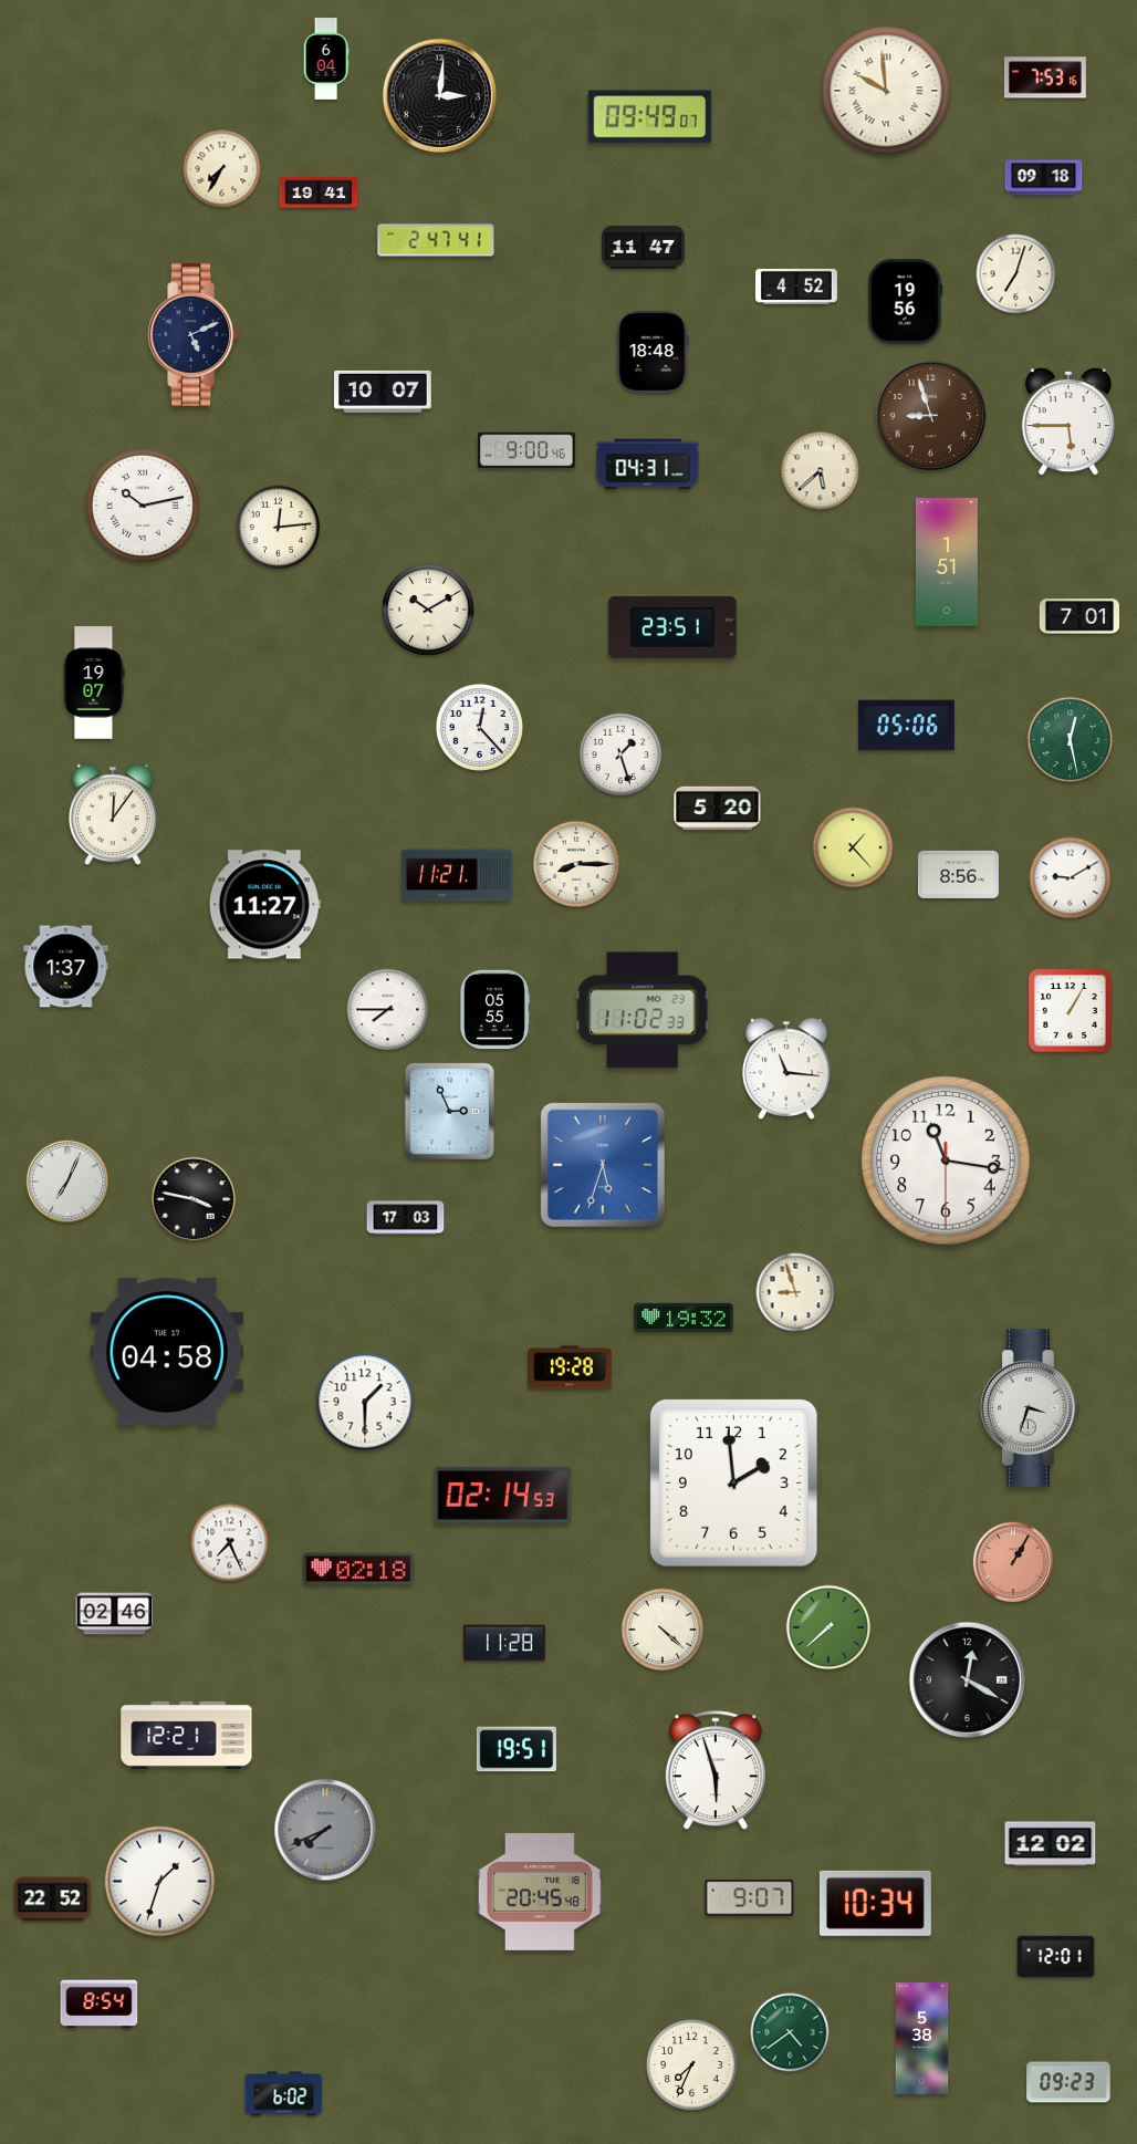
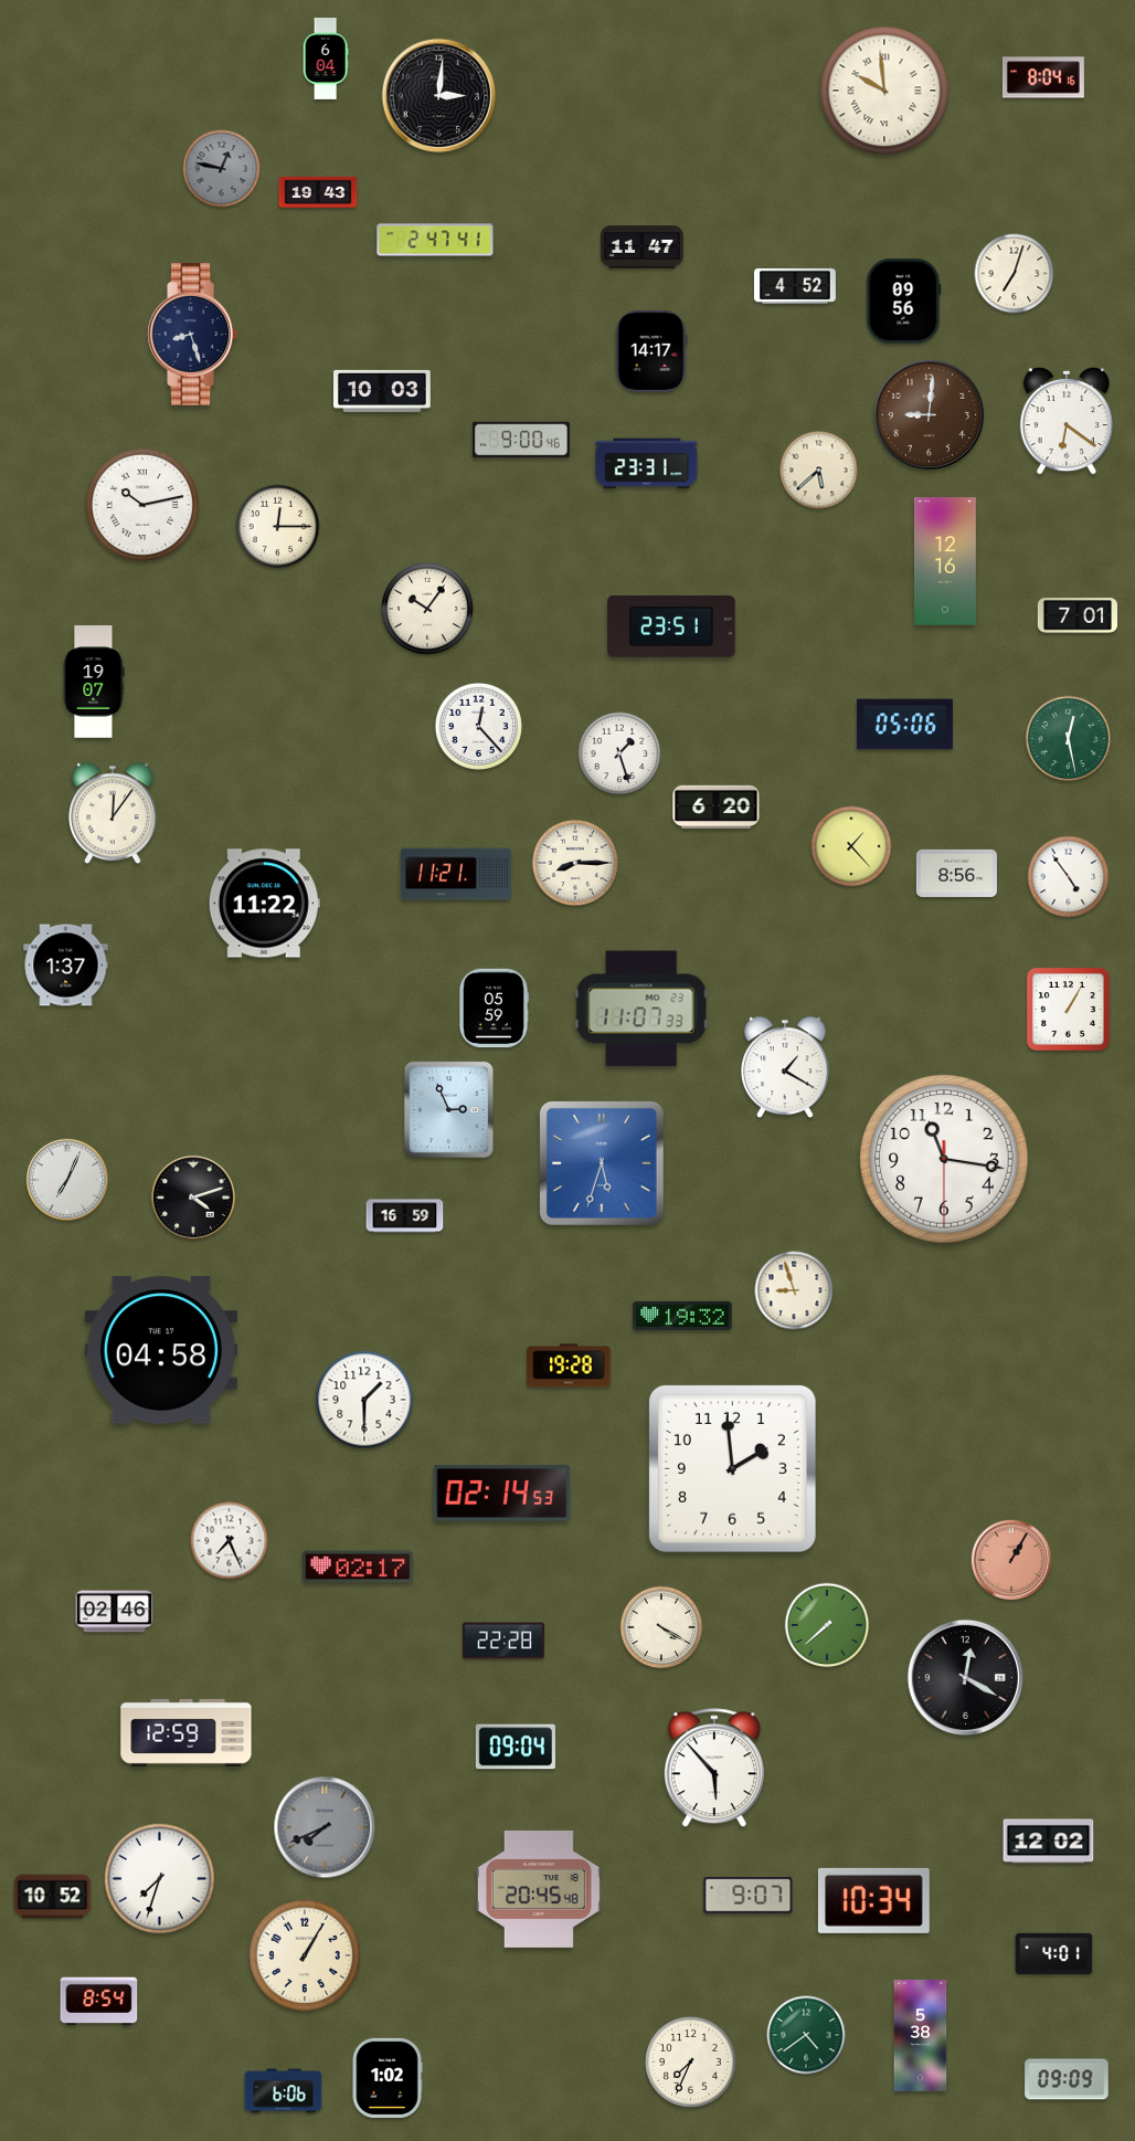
clock at (1045, 77): 7:53 -> 8:04
clock at (649, 117): 09:49 -> none
clock at (222, 169): 7:35 -> 12:47
clock at (222, 169) dial: cream -> grey
clock at (1044, 178): 09:18 -> none
clock at (319, 192): 19:41 -> 19:43
clock at (906, 302): 19:56 -> 09:56
clock at (192, 335): 5:11 -> 8:27
clock at (653, 352): 18:48 -> 14:17
clock at (384, 392): 10:07 -> 10:03
clock at (931, 416): 8:57 -> 9:01
clock at (1067, 421): 5:45 -> 6:21
clock at (528, 449) position: (528, 449) -> (522, 439)
clock at (648, 465): 04:31 -> 23:31
clock at (279, 528): 12:14 -> 12:15
clock at (947, 562): 1:51 -> 12:16
clock at (428, 610): 10:10 -> 10:06
clock at (718, 809): 5:20 -> 6:20
clock at (1071, 878): 9:10 -> 4:54
clock at (264, 905): 11:27 -> 11:22
clock at (388, 1010): 7:45 -> none
clock at (493, 1010): 05:55 -> 05:59
clock at (643, 1010): 11:02 -> 11:07
clock at (786, 1069): 11:16 -> 1:20
clock at (194, 1199): 3:47 -> 4:12
clock at (406, 1218): 17:03 -> 16:59
clock at (167, 1352) position: (167, 1352) -> (161, 1350)
clock at (1031, 1408): 3:33 -> none
clock at (733, 1482) position: (733, 1482) -> (732, 1468)
clock at (358, 1569): 02:18 -> 02:17
clock at (663, 1630): 4:22 -> 4:20
clock at (504, 1643): 11:28 -> 22:28
clock at (187, 1735): 12:21 -> 12:59
clock at (517, 1749): 19:51 -> 09:04
clock at (716, 1771): 5:57 -> 5:53
clock at (160, 1882): 1:33 -> 7:33
clock at (53, 1900): 22:52 -> 10:52
clock at (304, 1954): none -> 1:05
clock at (1056, 1957): 12:01 -> 4:01
clock at (790, 2032) position: (790, 2032) -> (806, 2035)
clock at (388, 2077): none -> 1:02
clock at (1068, 2082): 09:23 -> 09:09
clock at (284, 2094): 6:02 -> 6:06
